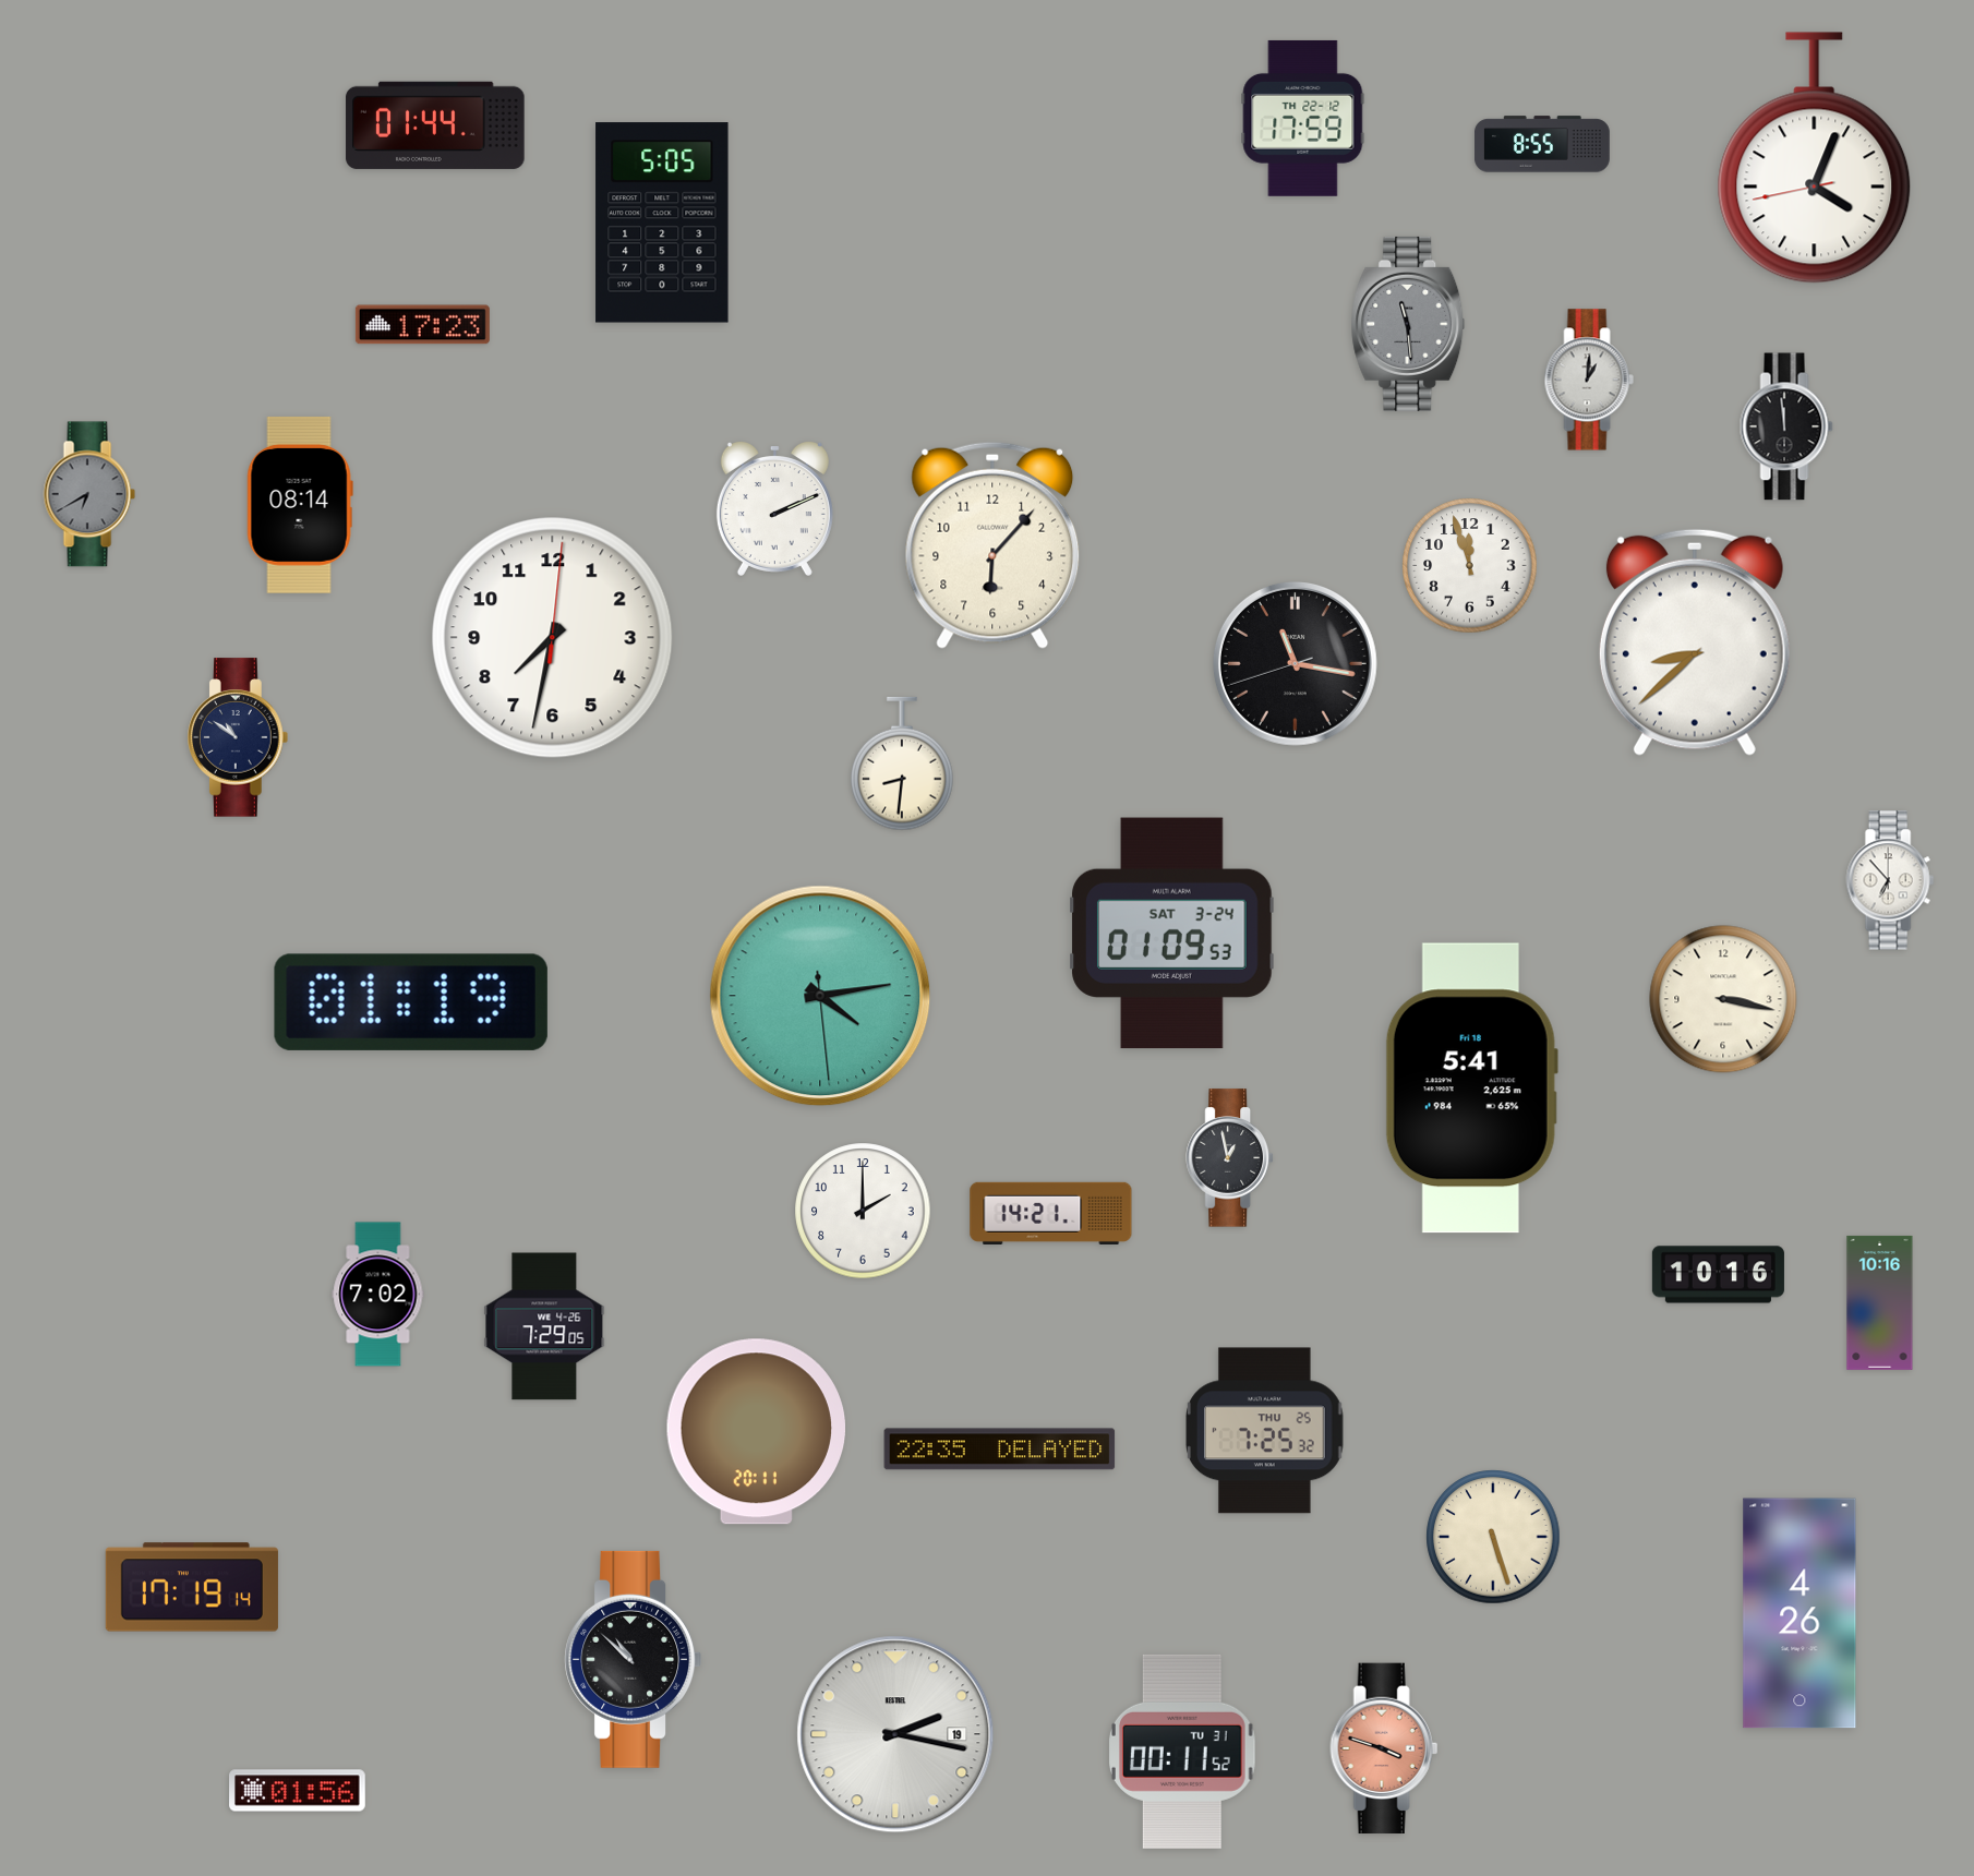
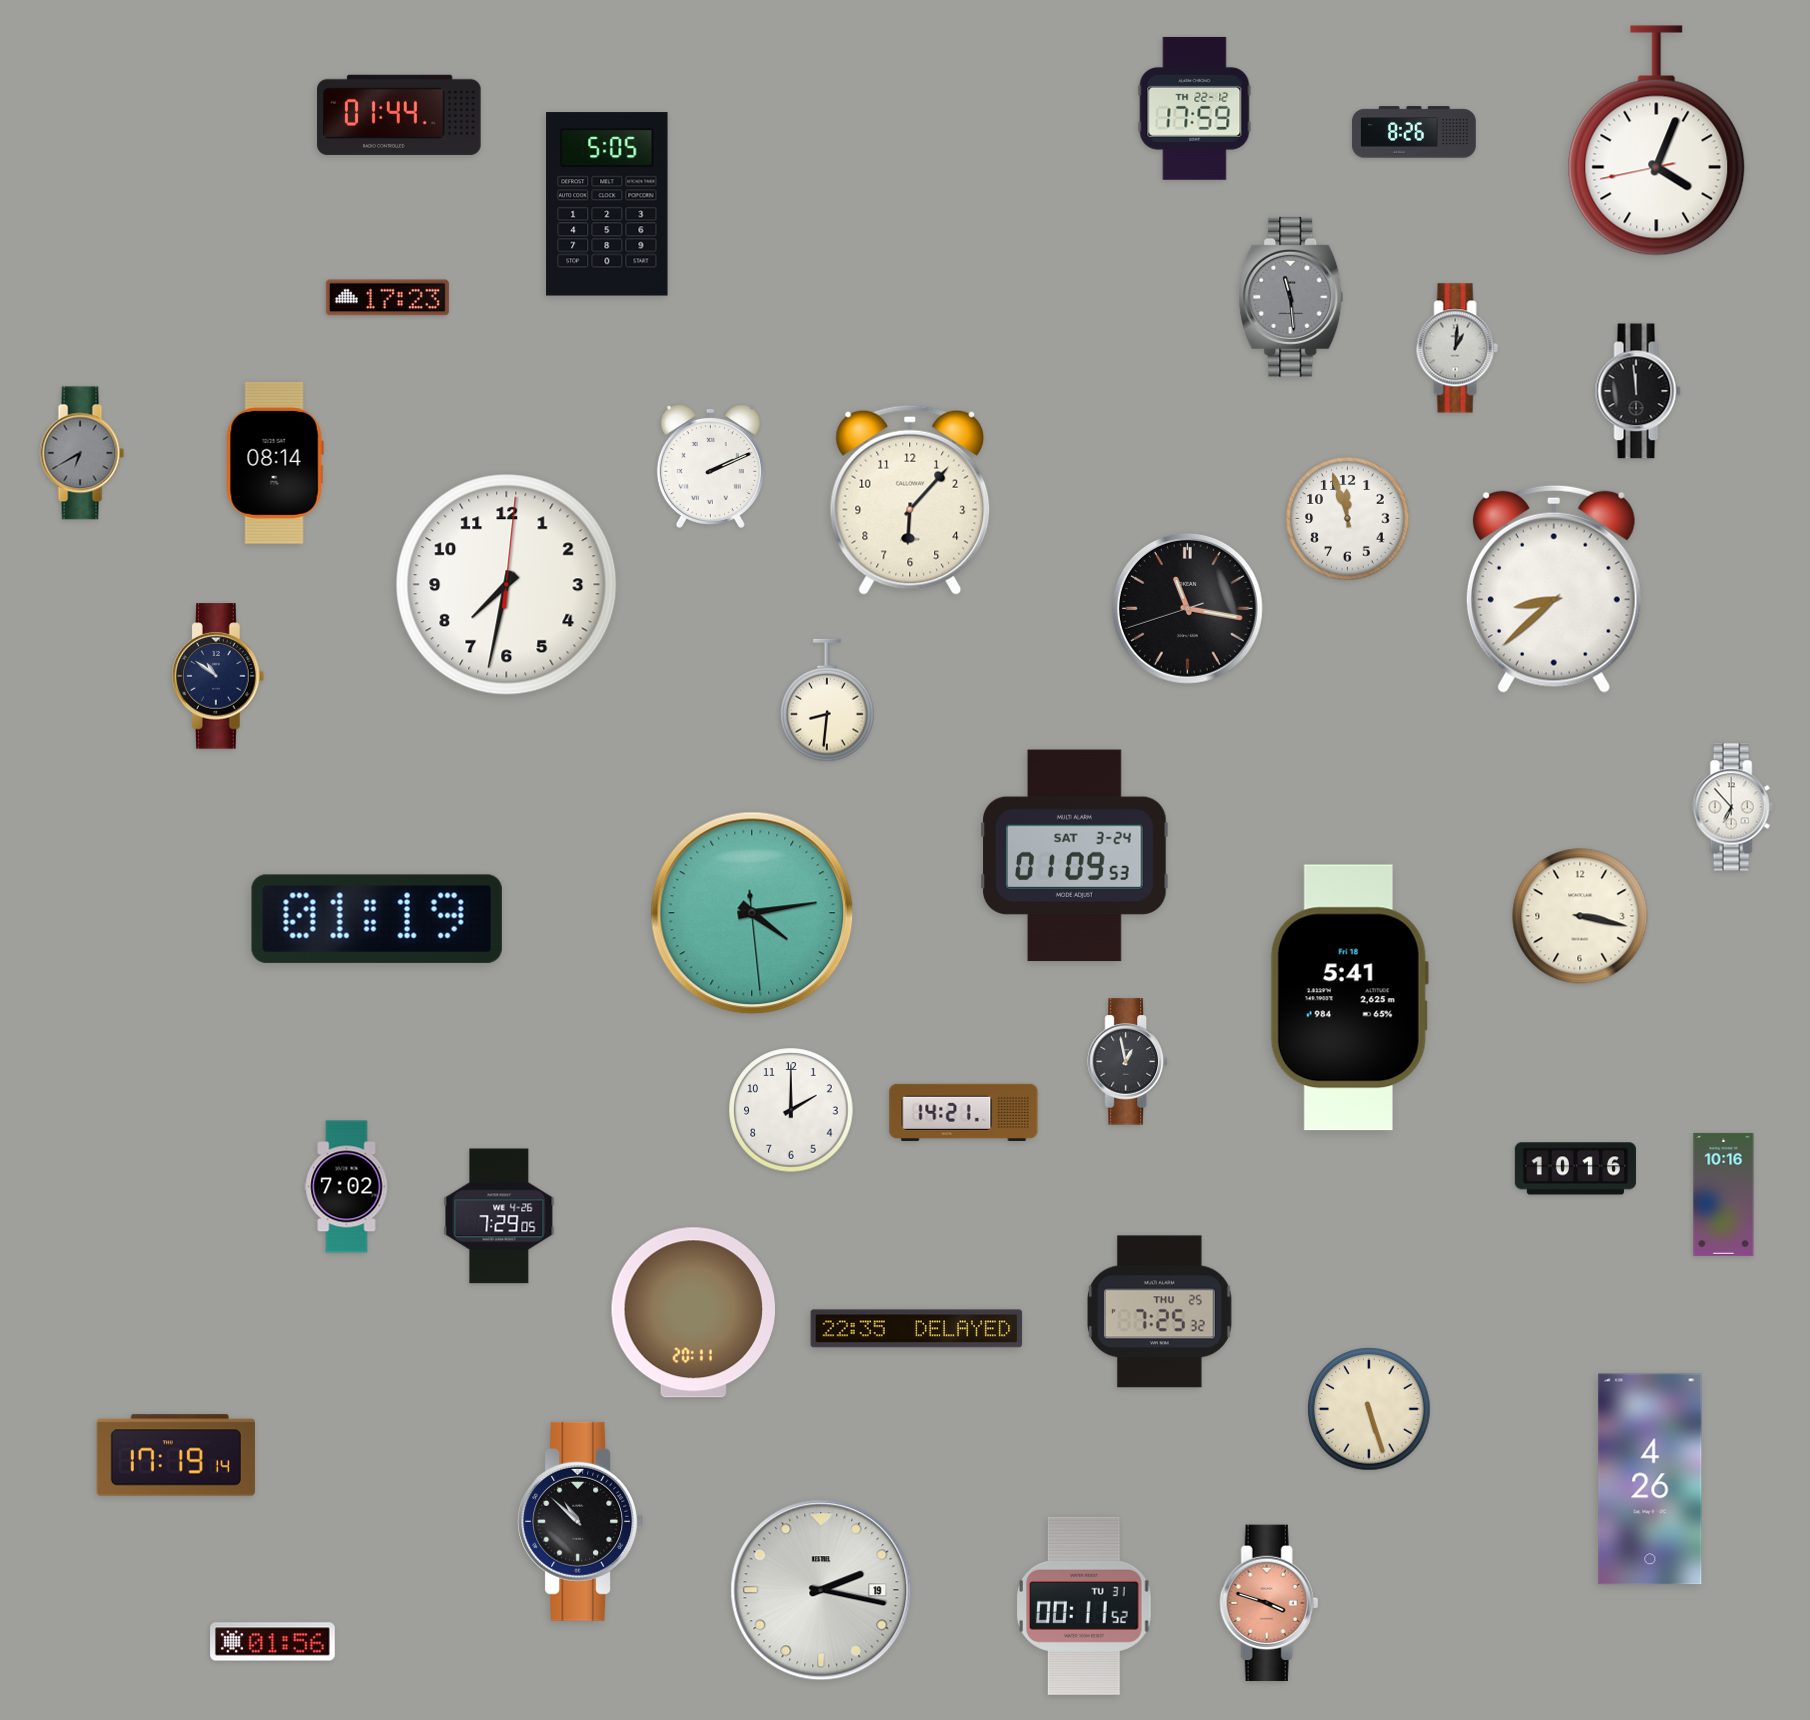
clock at (1542, 144): 8:55 -> 8:26
clock at (1815, 158) position: (1815, 158) -> (1657, 141)
